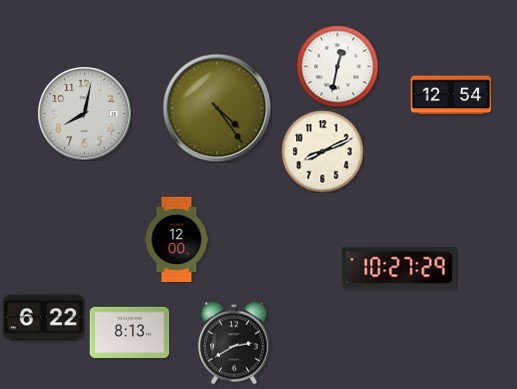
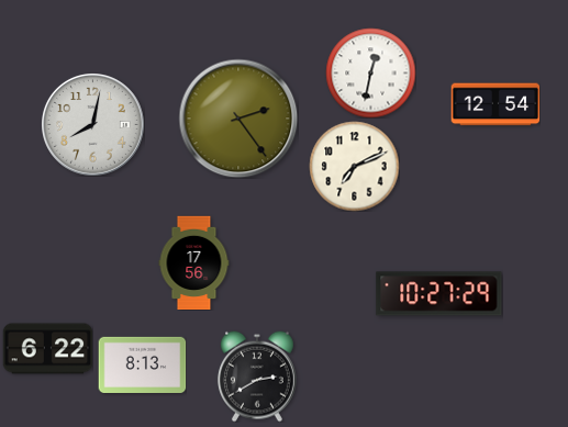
clock at (217, 108): 4:24 -> 2:24
clock at (322, 151): 8:11 -> 7:11
clock at (177, 239): 12:00 -> 17:56
